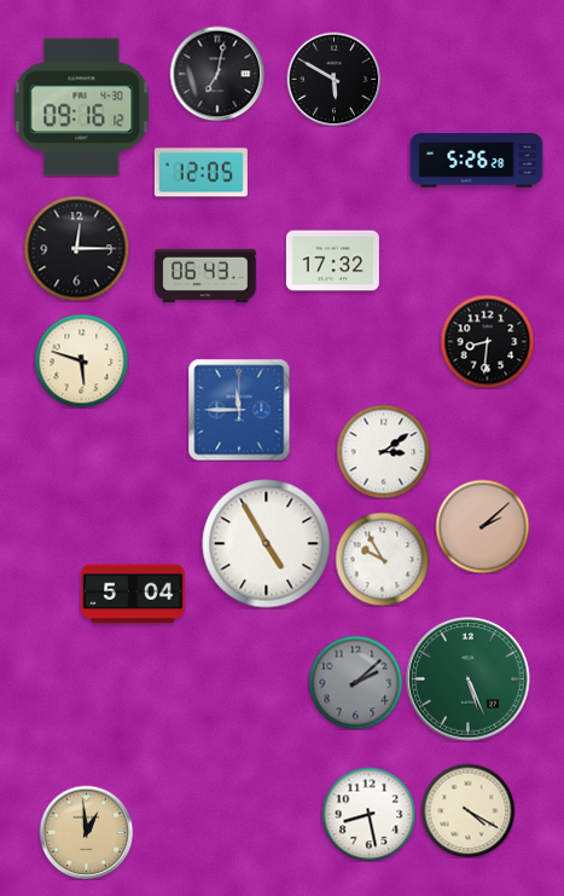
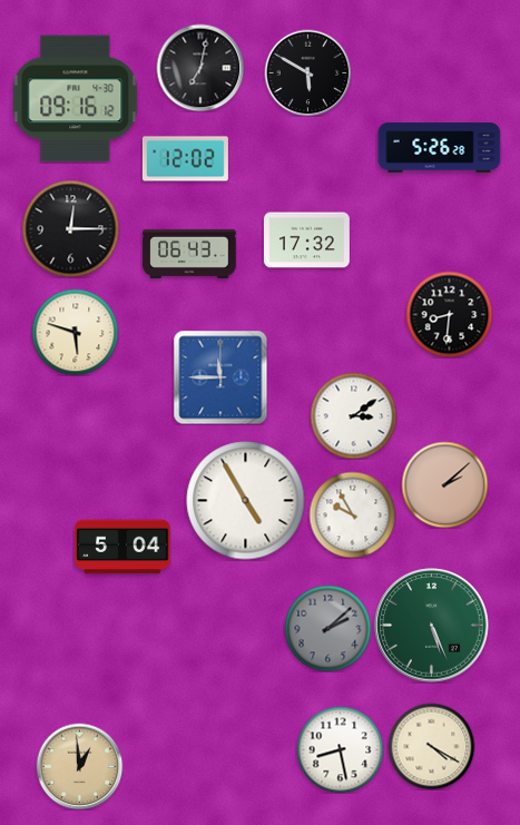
clock at (200, 173): 12:05 -> 12:02
